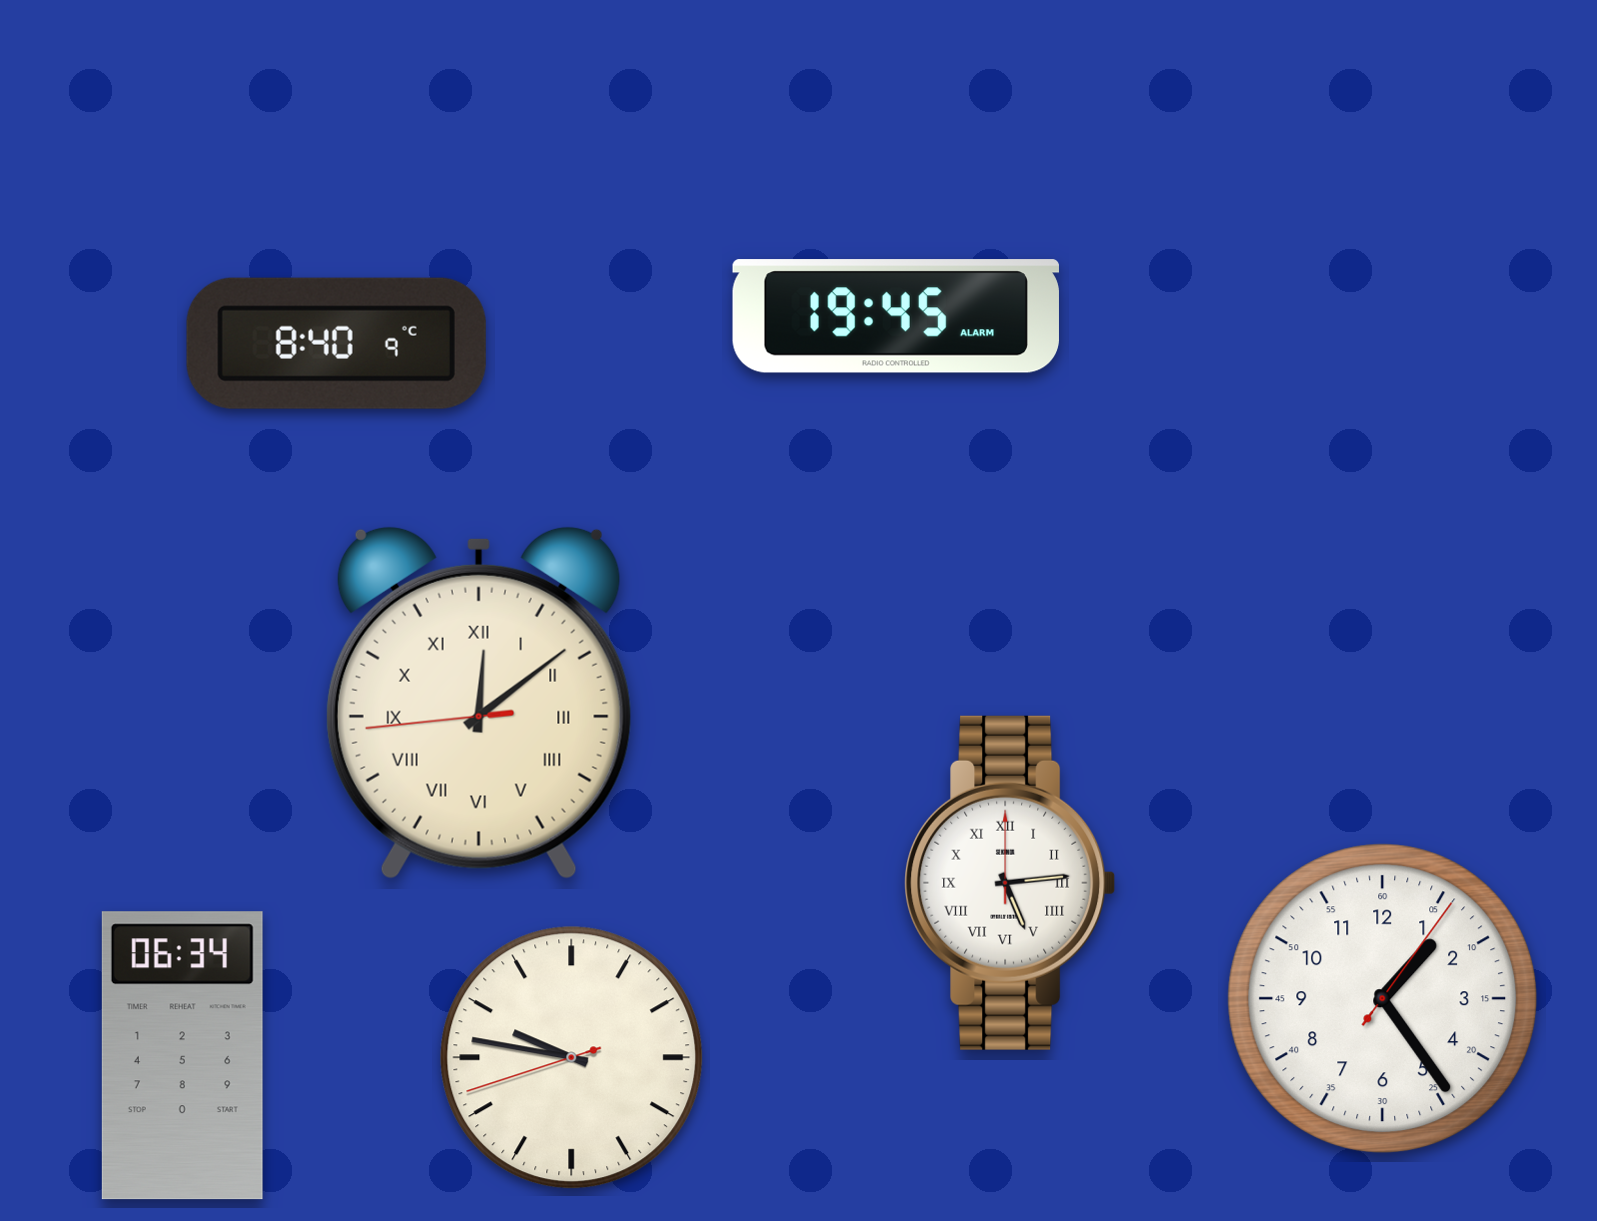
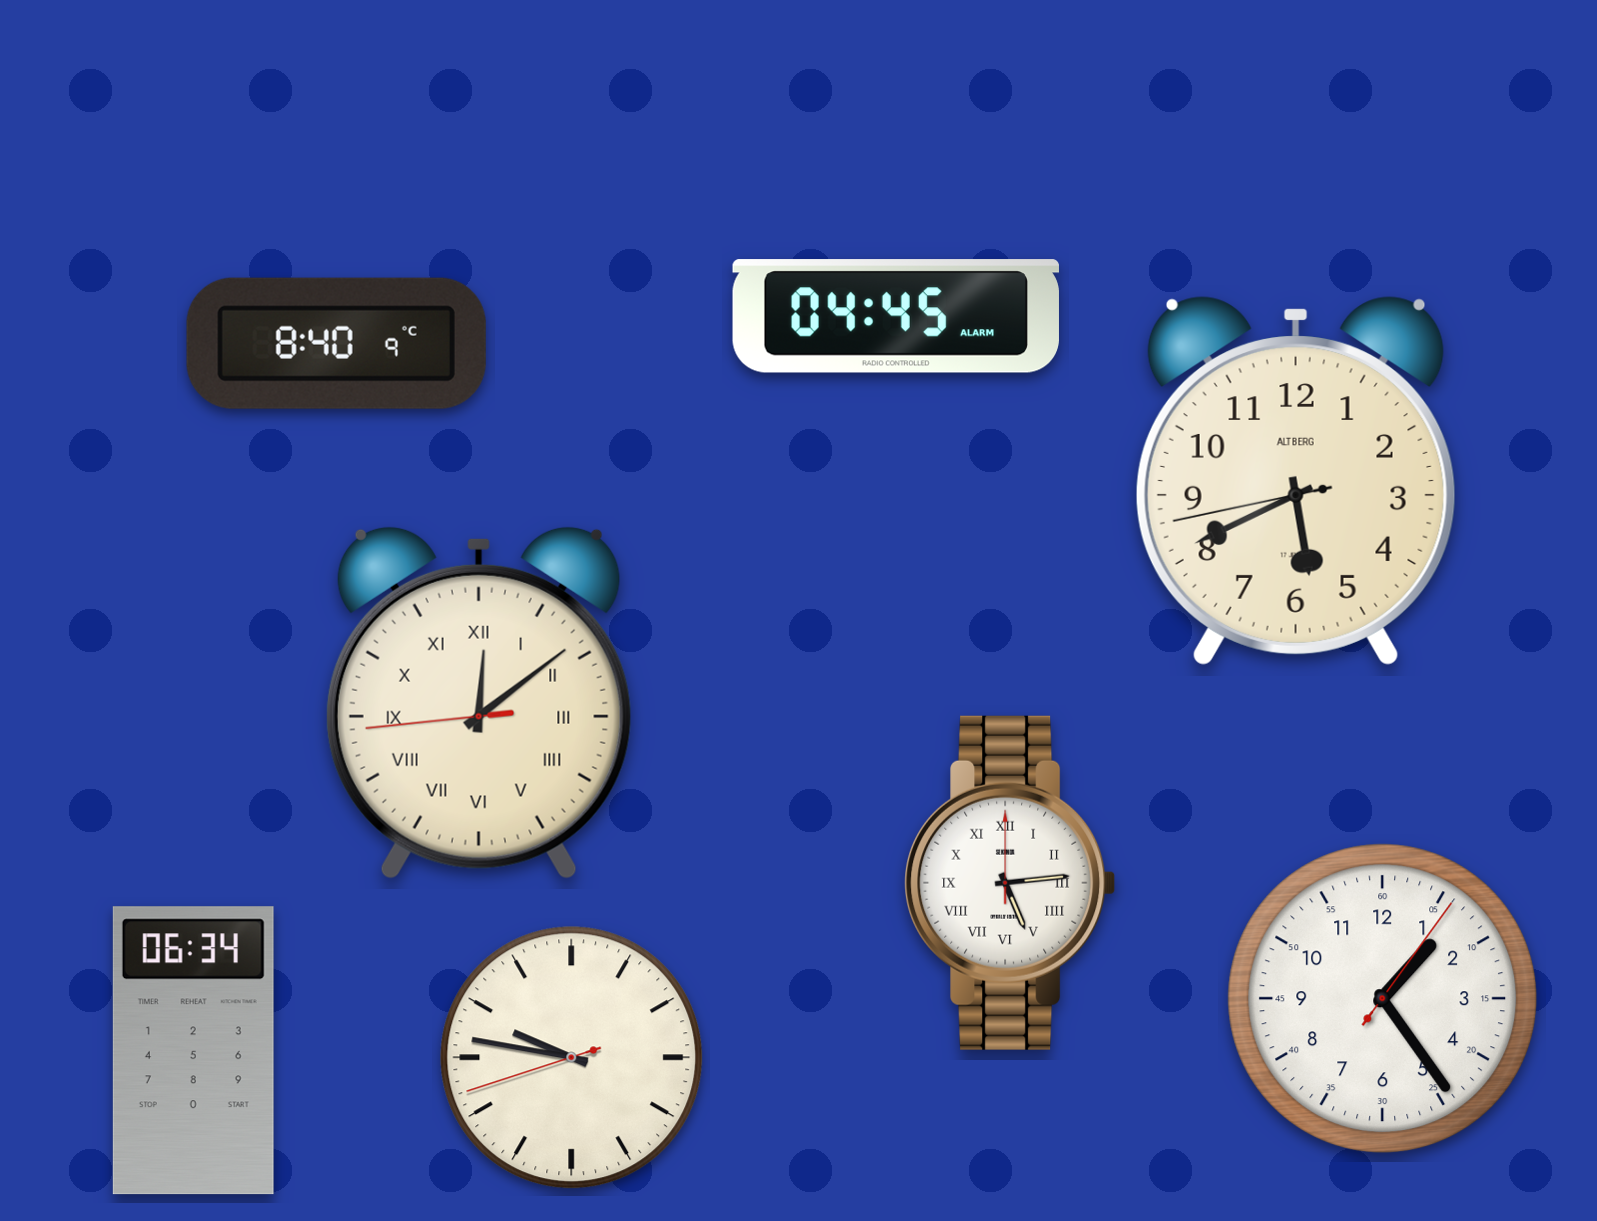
clock at (895, 316): 19:45 -> 04:45
clock at (1296, 481): none -> 5:40
clock at (182, 1056) position: (182, 1056) -> (193, 1051)
